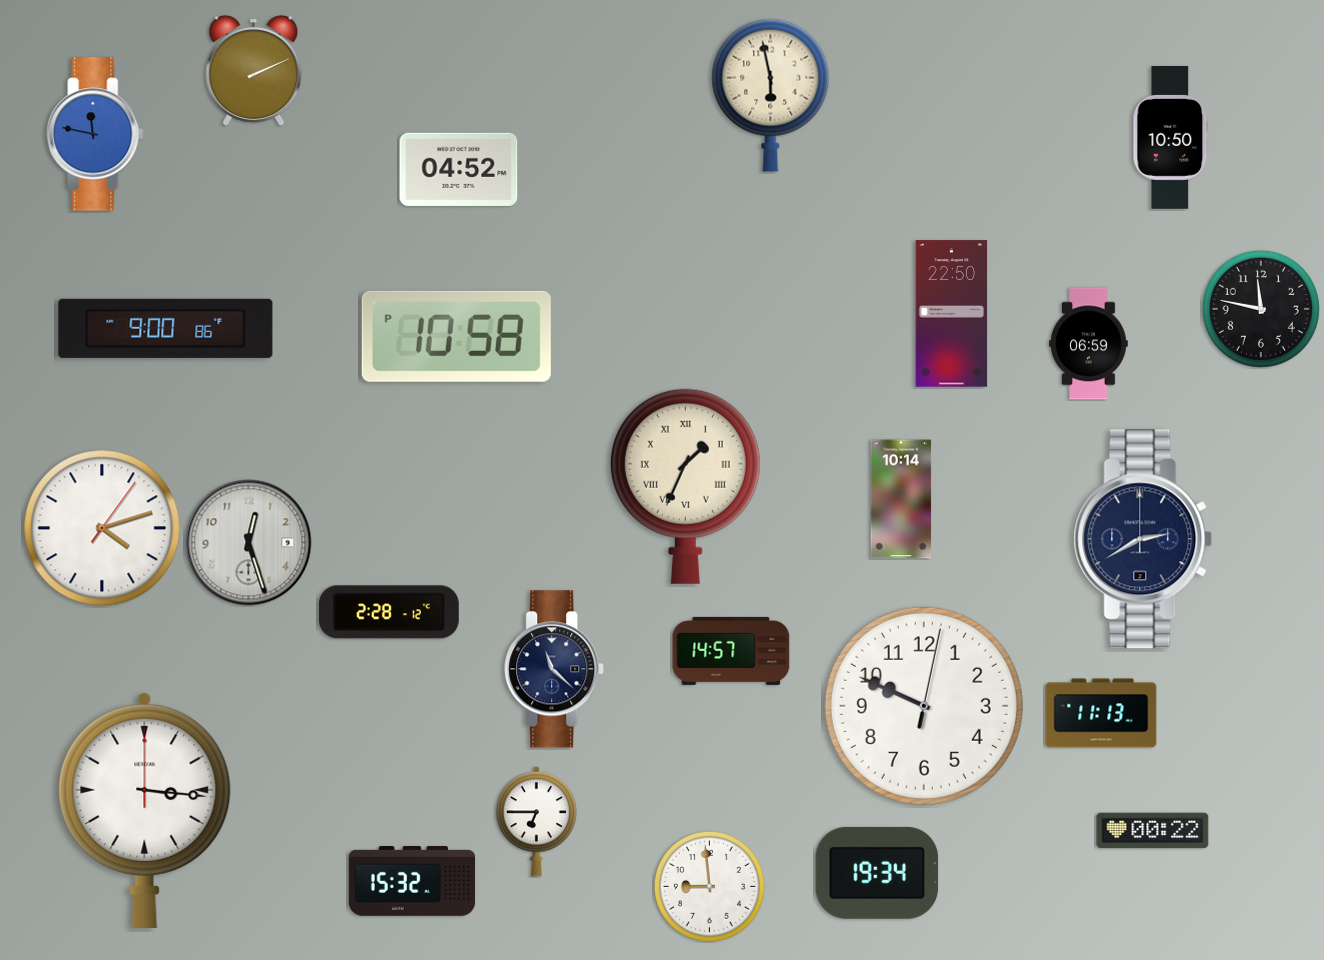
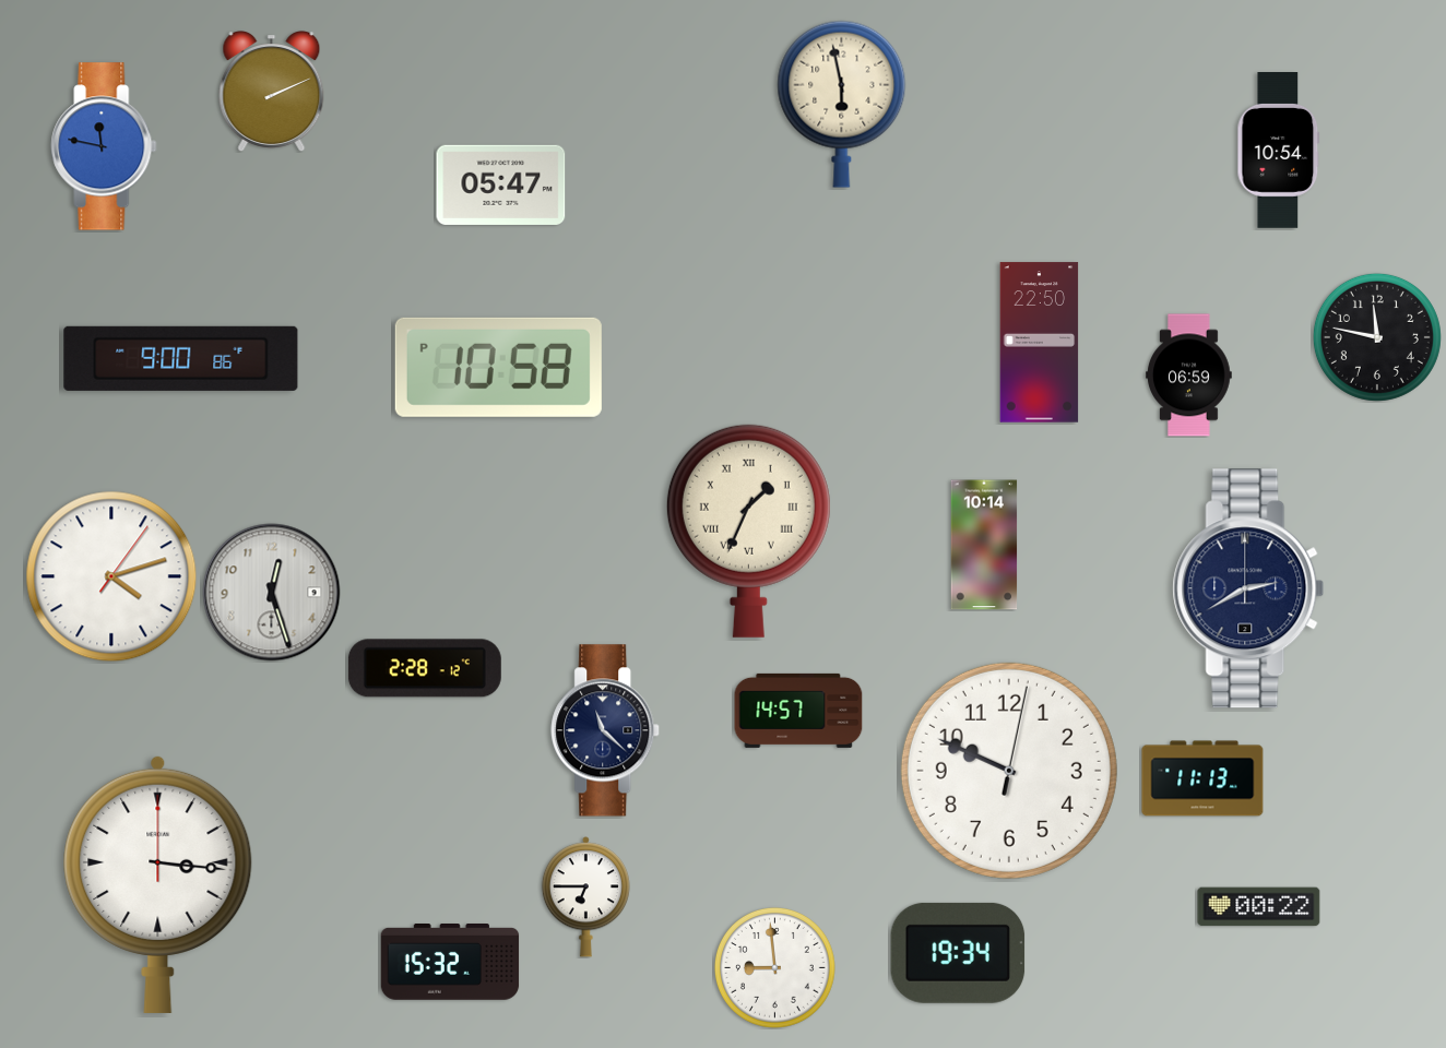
clock at (254, 71) position: (254, 71) -> (272, 92)
clock at (1171, 138): 10:50 -> 10:54
clock at (459, 169): 04:52 -> 05:47
